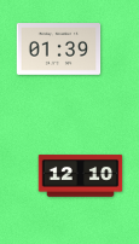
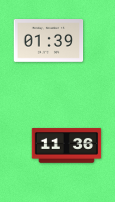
clock at (81, 176): 12:10 -> 11:36
